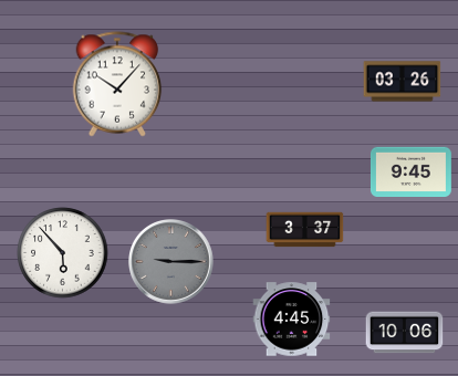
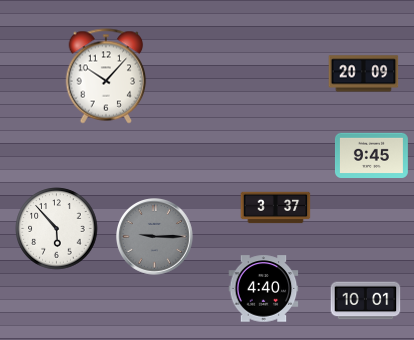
clock at (403, 82): 03:26 -> 20:09
clock at (292, 320): 4:45 -> 4:40
clock at (405, 333): 10:06 -> 10:01
